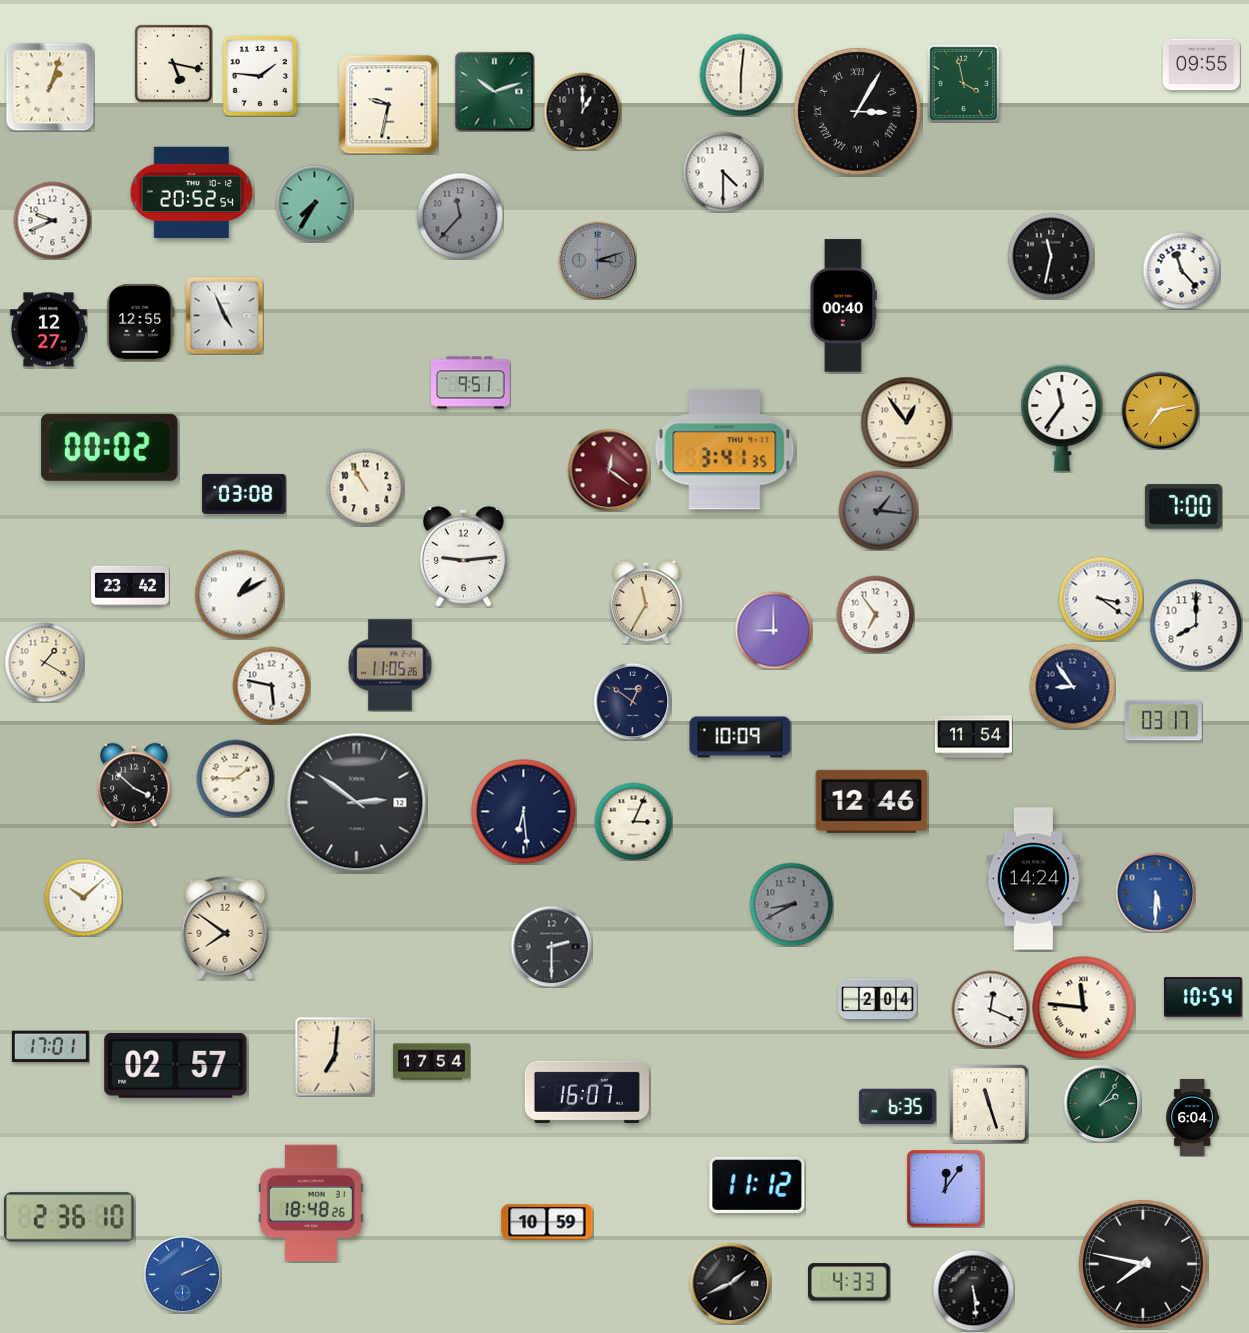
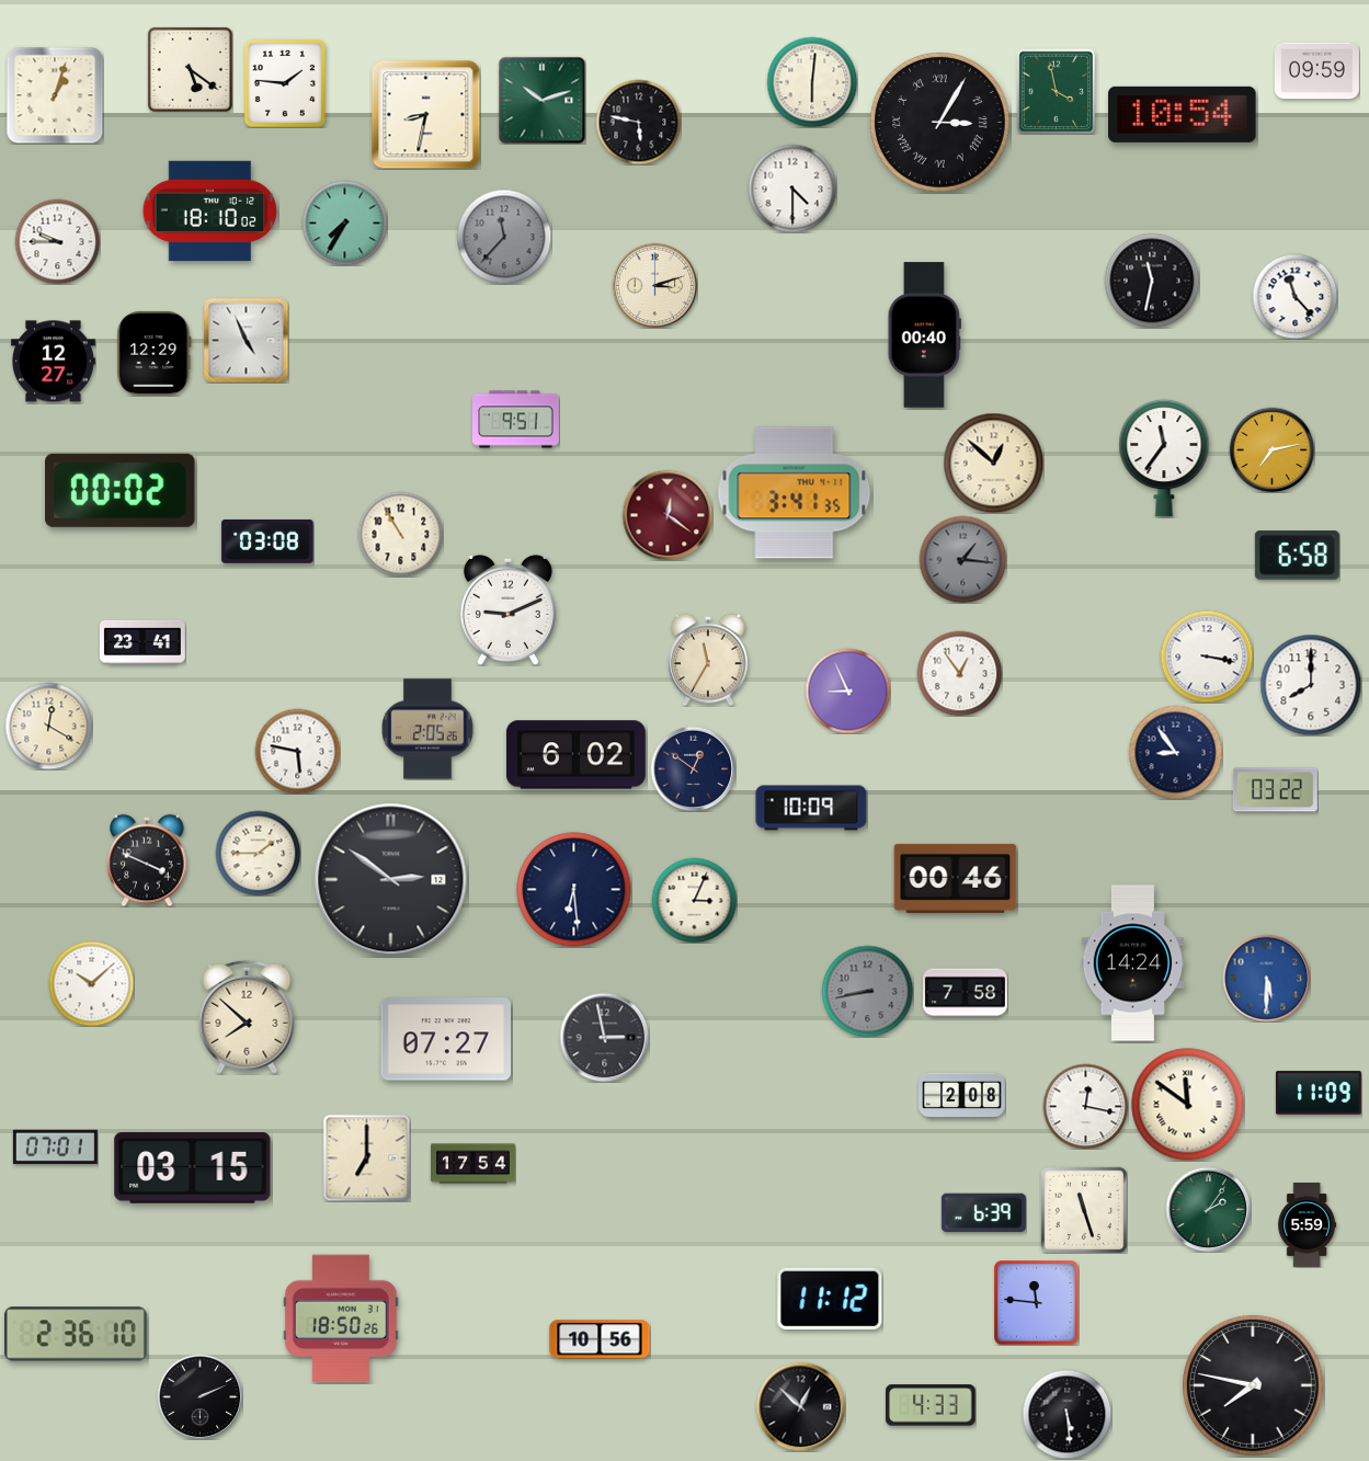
clock at (173, 63): 5:17 -> 5:21
clock at (1201, 65): 09:55 -> 09:59
clock at (388, 104): 9:32 -> 8:32
clock at (1183, 114): none -> 10:54
clock at (582, 111): 1:00 -> 5:47
clock at (192, 193): 20:52 -> 18:10
clock at (52, 220): 9:41 -> 9:45
clock at (597, 260) dial: grey -> cream
clock at (224, 315) position: (224, 315) -> (246, 340)
clock at (141, 322): 12:55 -> 12:29
clock at (906, 422): 12:54 -> 12:52
clock at (1183, 507): 7:00 -> 6:58
clock at (463, 556): 9:14 -> 9:11
clock at (131, 586): 23:42 -> 23:41
clock at (239, 594): 1:10 -> none
clock at (1101, 599): 3:21 -> 3:17
clock at (875, 614): 6:54 -> 12:54
clock at (773, 630): 9:00 -> 8:56
clock at (44, 662): 1:20 -> 12:20
clock at (390, 665): 11:05 -> 2:05
clock at (575, 755): none -> 6:02
clock at (1163, 721): 03:17 -> 03:22
clock at (973, 737): 11:54 -> none
clock at (134, 785): 3:52 -> 3:49
clock at (872, 801): 12:46 -> 00:46
clock at (791, 904): 8:40 -> 8:43
clock at (965, 993): none -> 7:58
clock at (225, 928): 7:51 -> 7:52
clock at (551, 946): 2:30 -> 2:58
clock at (445, 1039): none -> 07:27
clock at (1203, 997): 10:54 -> 11:09
clock at (878, 1000): 2:04 -> 2:08
clock at (1084, 1008): 11:46 -> 11:51
clock at (990, 1009): 12:19 -> 12:17
clock at (50, 1046): 17:01 -> 07:01
clock at (334, 1056): 7:01 -> 7:00
clock at (176, 1066): 02:57 -> 03:15
clock at (587, 1092): 16:07 -> none
clock at (897, 1107): 6:35 -> 6:39
clock at (1193, 1118): 6:04 -> 5:59
clock at (945, 1188): 12:06 -> 11:46
clock at (311, 1203): 18:48 -> 18:50
clock at (547, 1222): 10:59 -> 10:56
clock at (182, 1274) dial: blue -> black
clock at (730, 1283): 1:41 -> 12:52
